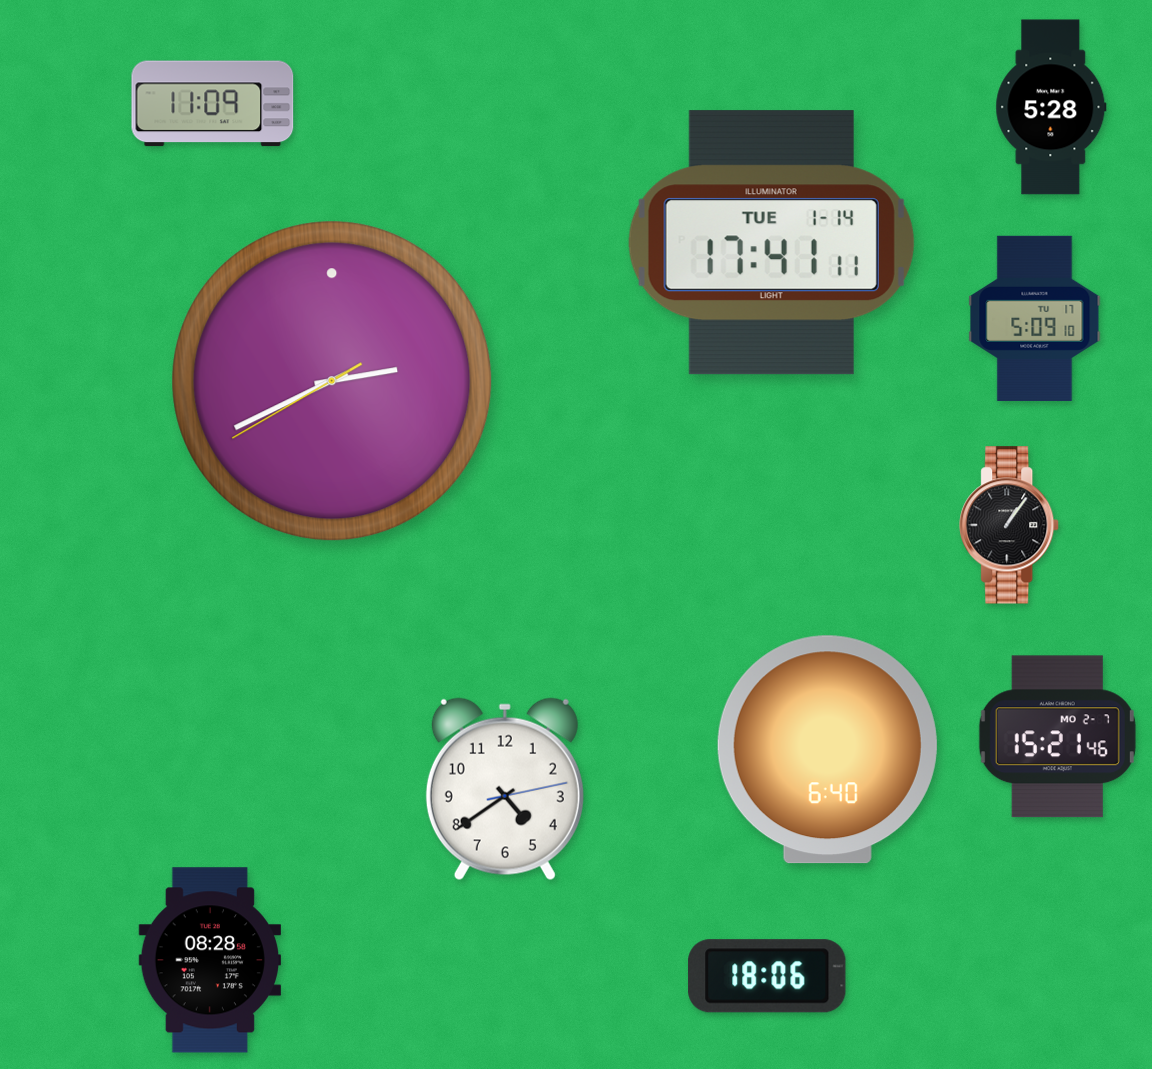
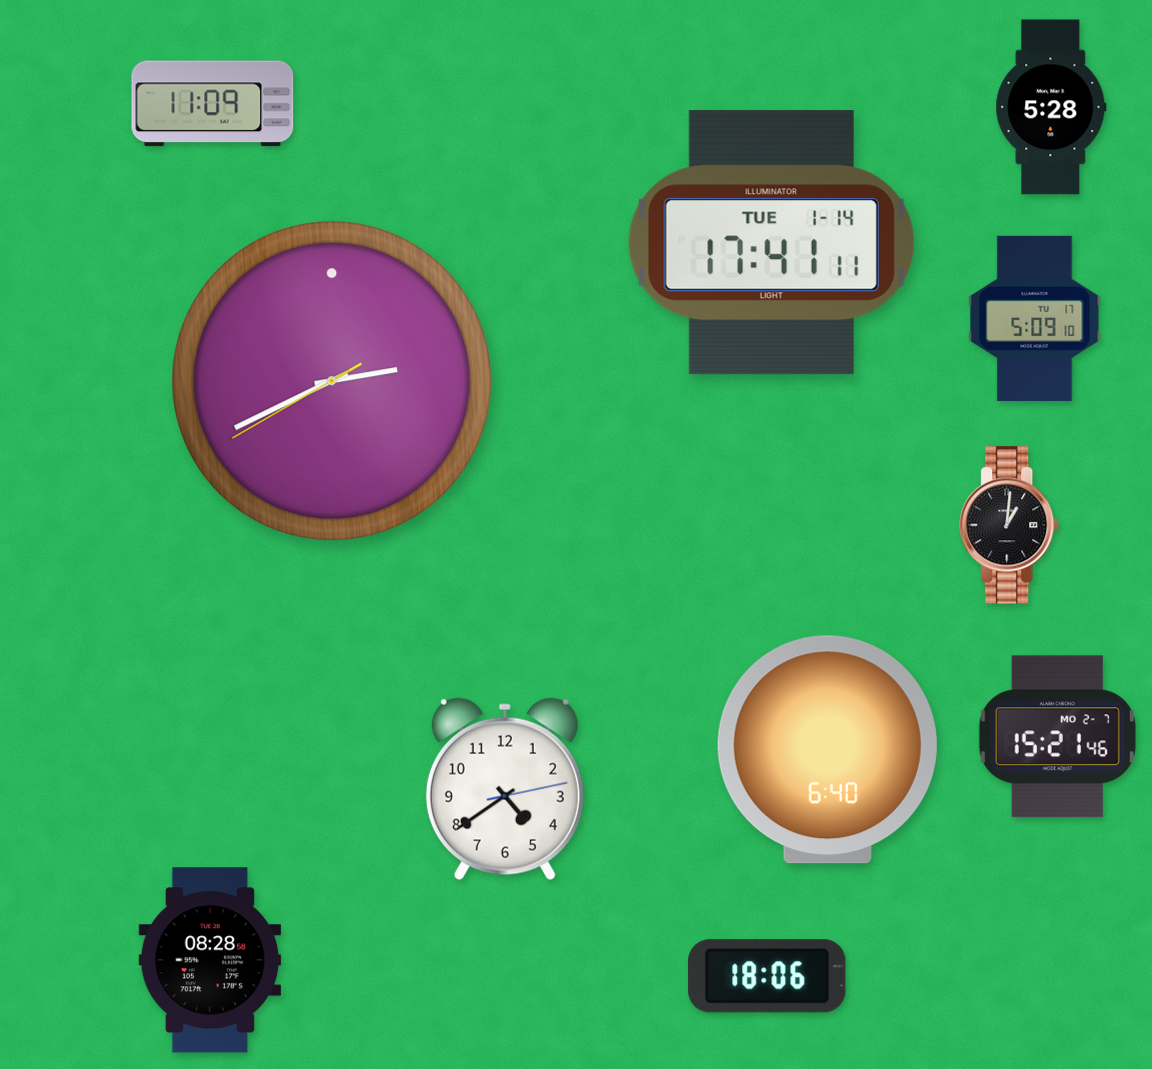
clock at (1010, 525): 1:06 -> 1:01
